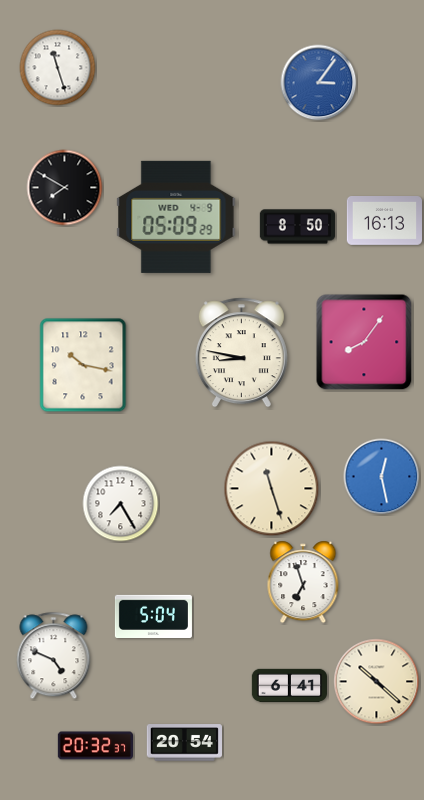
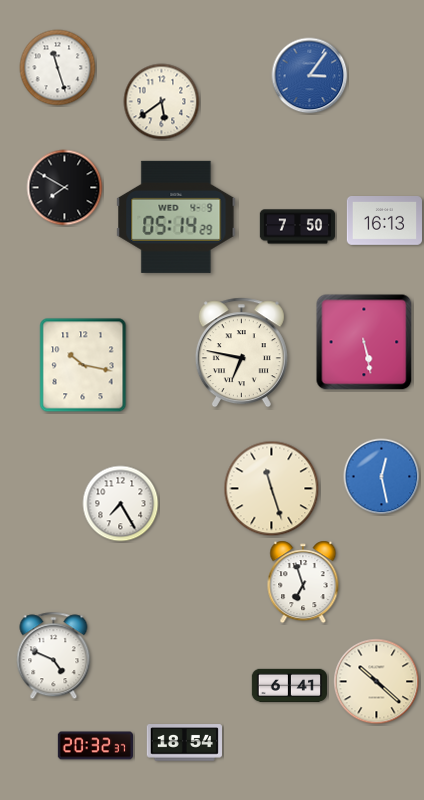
clock at (319, 83) position: (319, 83) -> (310, 76)
clock at (162, 102): none -> 5:39
clock at (176, 217): 05:09 -> 05:14
clock at (298, 227): 8:50 -> 7:50
clock at (364, 342): 8:06 -> 5:28
clock at (241, 353): 8:47 -> 6:47
clock at (153, 616): 5:04 -> none
clock at (184, 743): 20:54 -> 18:54
